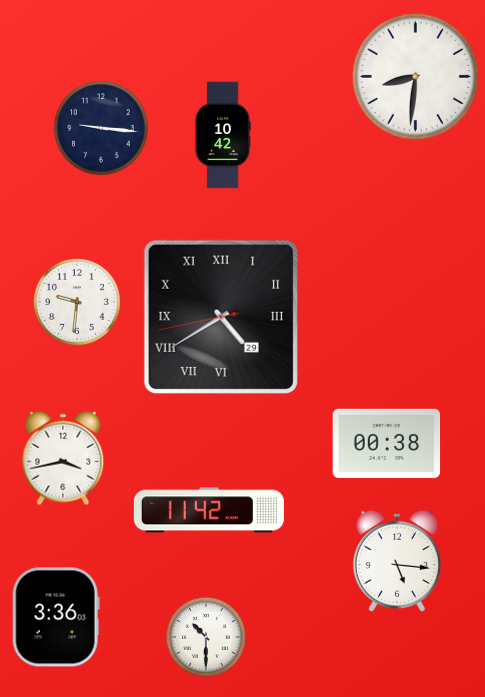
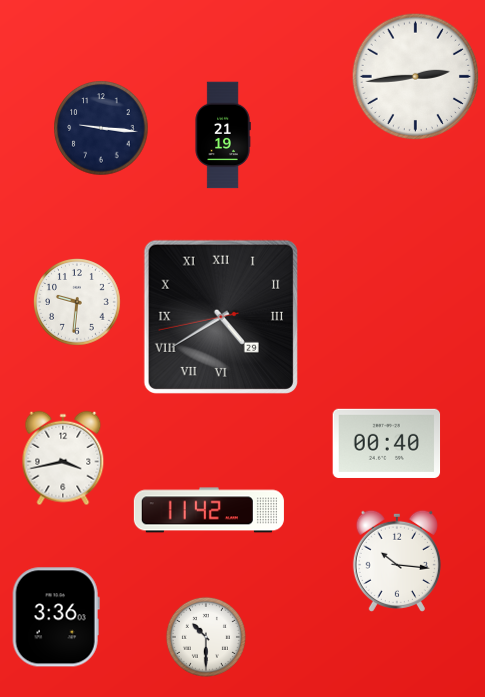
clock at (416, 77): 8:31 -> 2:44
clock at (223, 135): 10:42 -> 21:19
clock at (387, 443): 00:38 -> 00:40
clock at (397, 561): 5:16 -> 10:16
